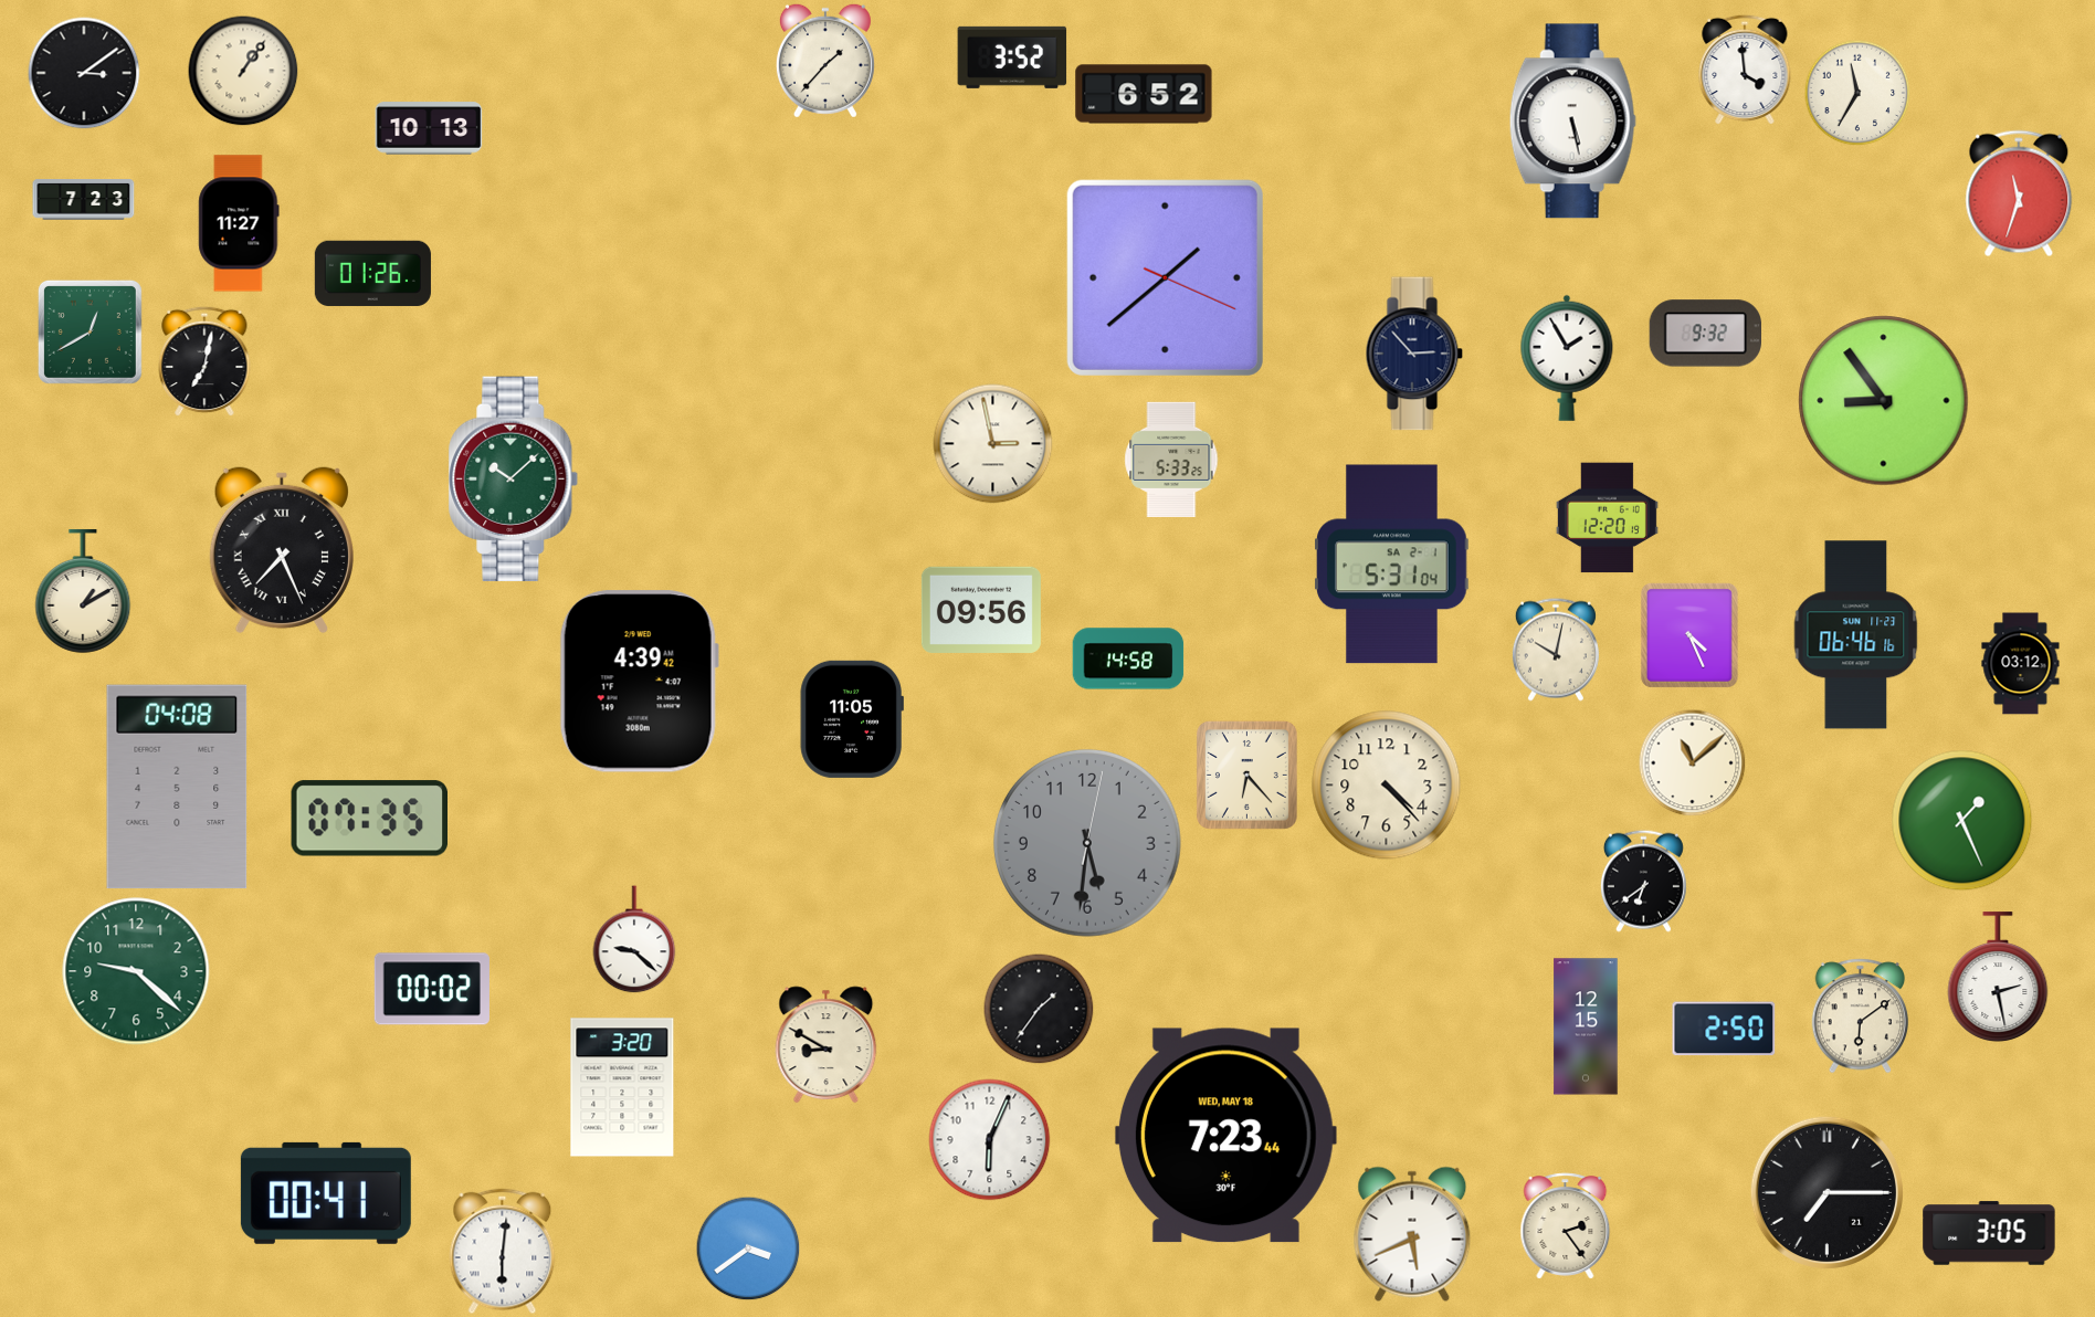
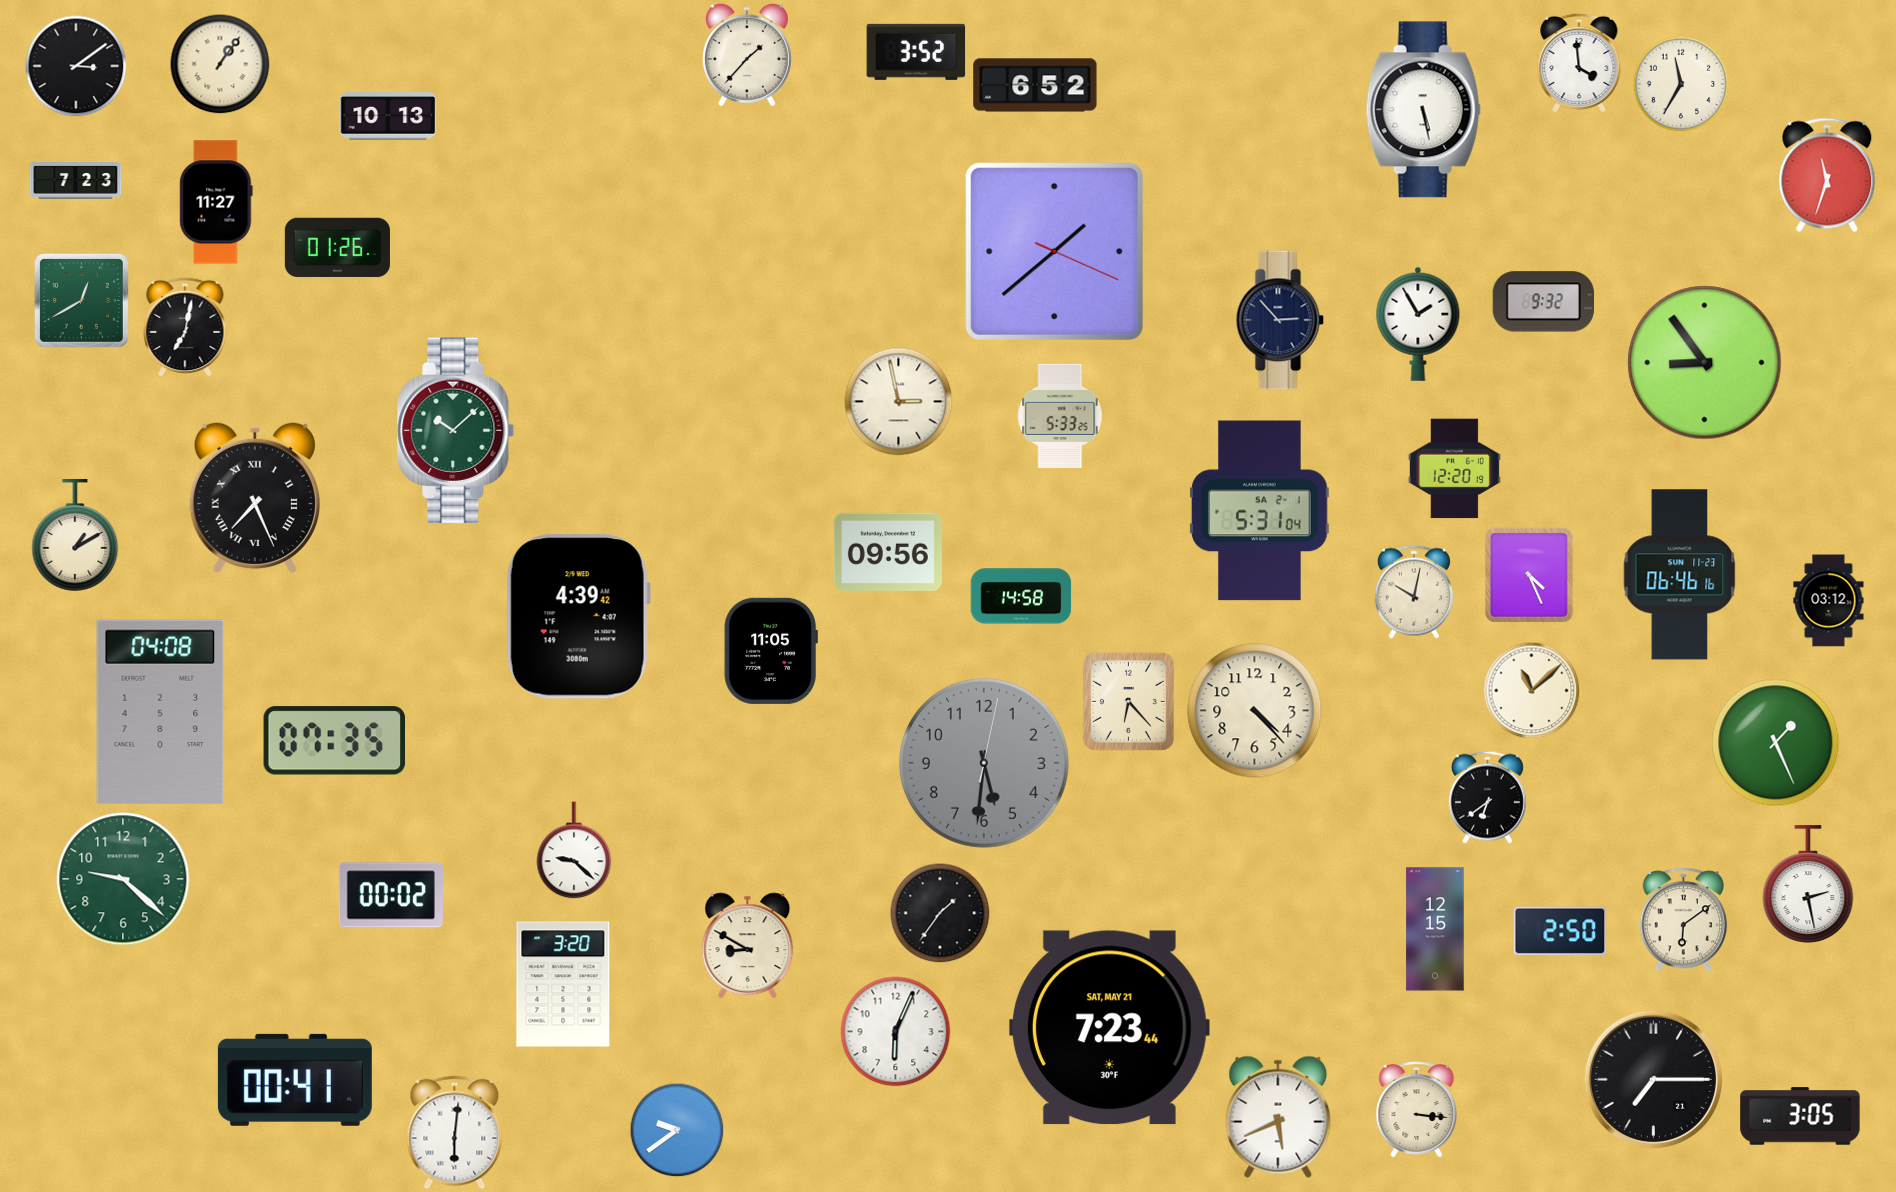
clock at (514, 480) position: (514, 480) -> (456, 431)
clock at (1556, 650) position: (1556, 650) -> (1414, 592)
clock at (1225, 1136) date: WED, MAY 18 -> SAT, MAY 21
clock at (1566, 1226): 2:24 -> 3:16
clock at (748, 1248): 3:39 -> 9:39
